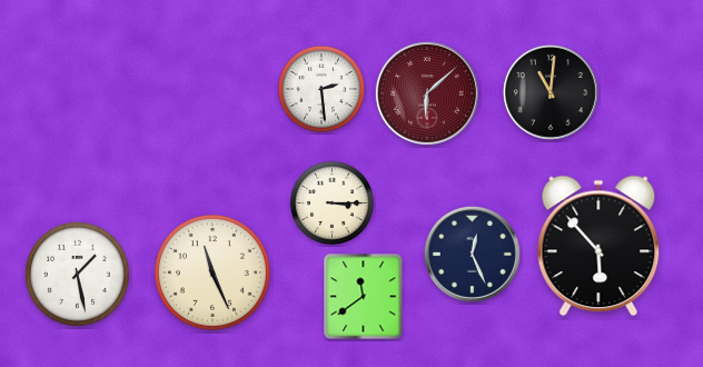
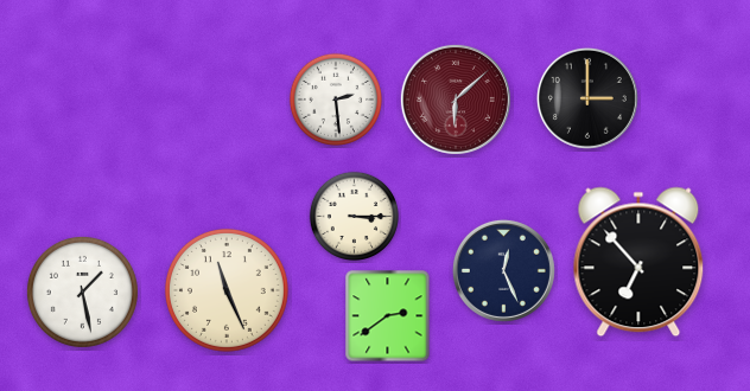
clock at (321, 89) position: (321, 89) -> (336, 100)
clock at (551, 92): 11:01 -> 3:00
clock at (598, 246): 5:53 -> 6:53
clock at (364, 297): 11:39 -> 2:39
